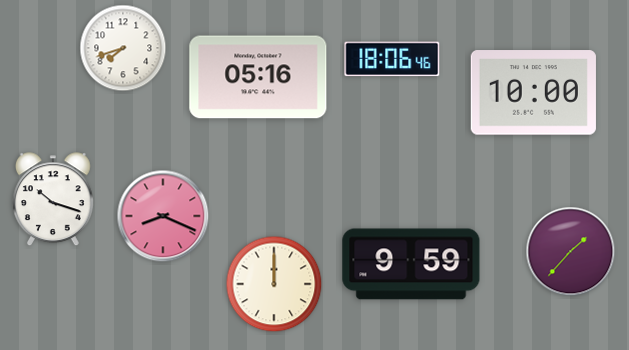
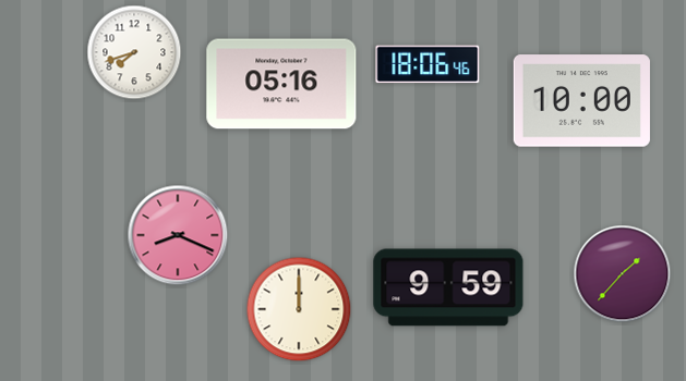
clock at (53, 200): 10:18 -> none
